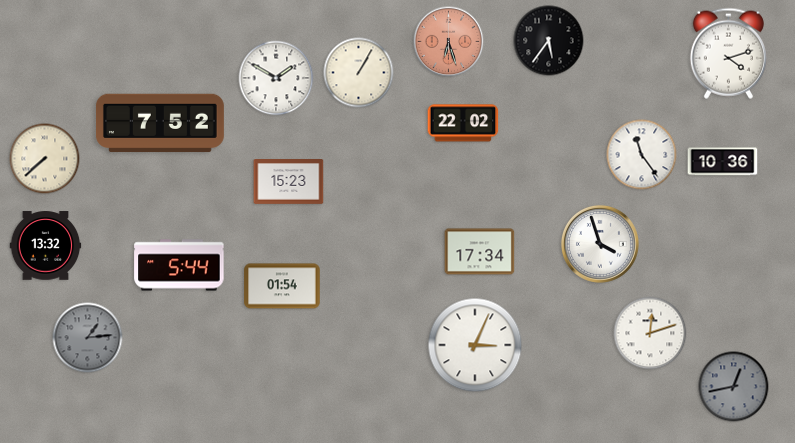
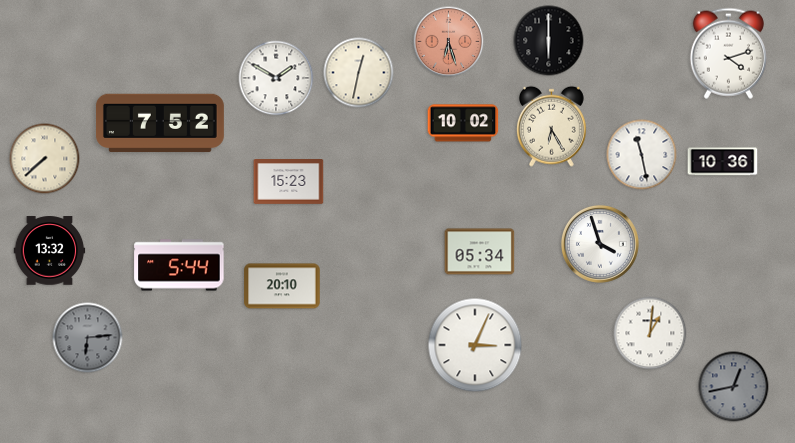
clock at (549, 41): 5:36 -> 6:00
clock at (359, 73): 1:05 -> 12:32
clock at (463, 123): 22:02 -> 10:02
clock at (551, 126): none -> 6:25
clock at (642, 155): 11:24 -> 11:28
clock at (46, 246) position: (46, 246) -> (50, 251)
clock at (480, 252): 17:34 -> 05:34
clock at (282, 286): 01:54 -> 20:10
clock at (650, 333): 12:12 -> 1:01
clock at (88, 338): 1:14 -> 6:14
